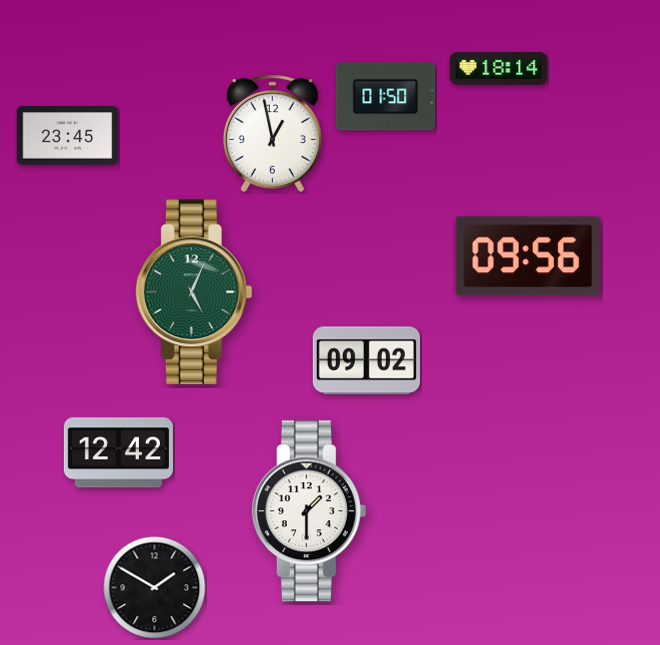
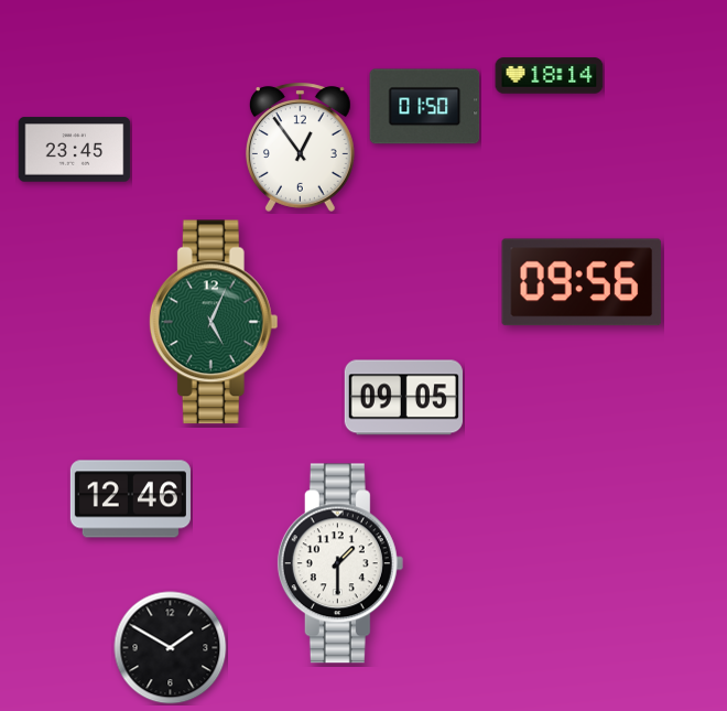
clock at (272, 133): 12:58 -> 12:54
clock at (366, 361): 09:02 -> 09:05
clock at (118, 453): 12:42 -> 12:46
